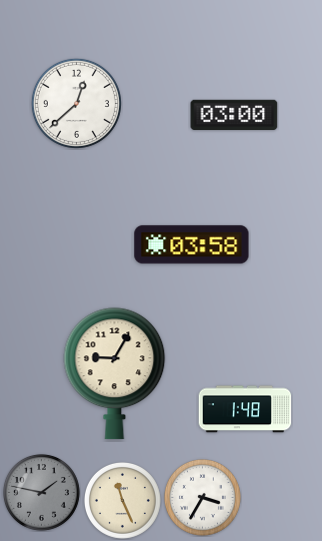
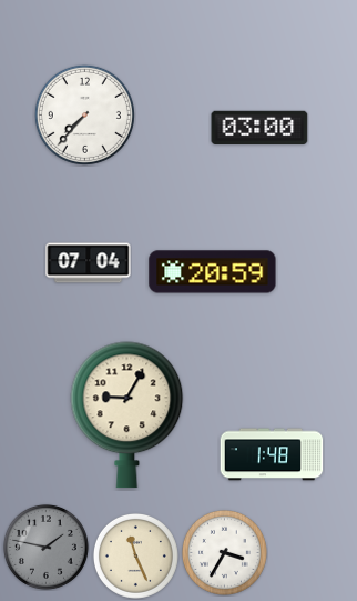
clock at (76, 103): 12:38 -> 7:37
clock at (89, 263): none -> 07:04
clock at (192, 245): 03:58 -> 20:59
